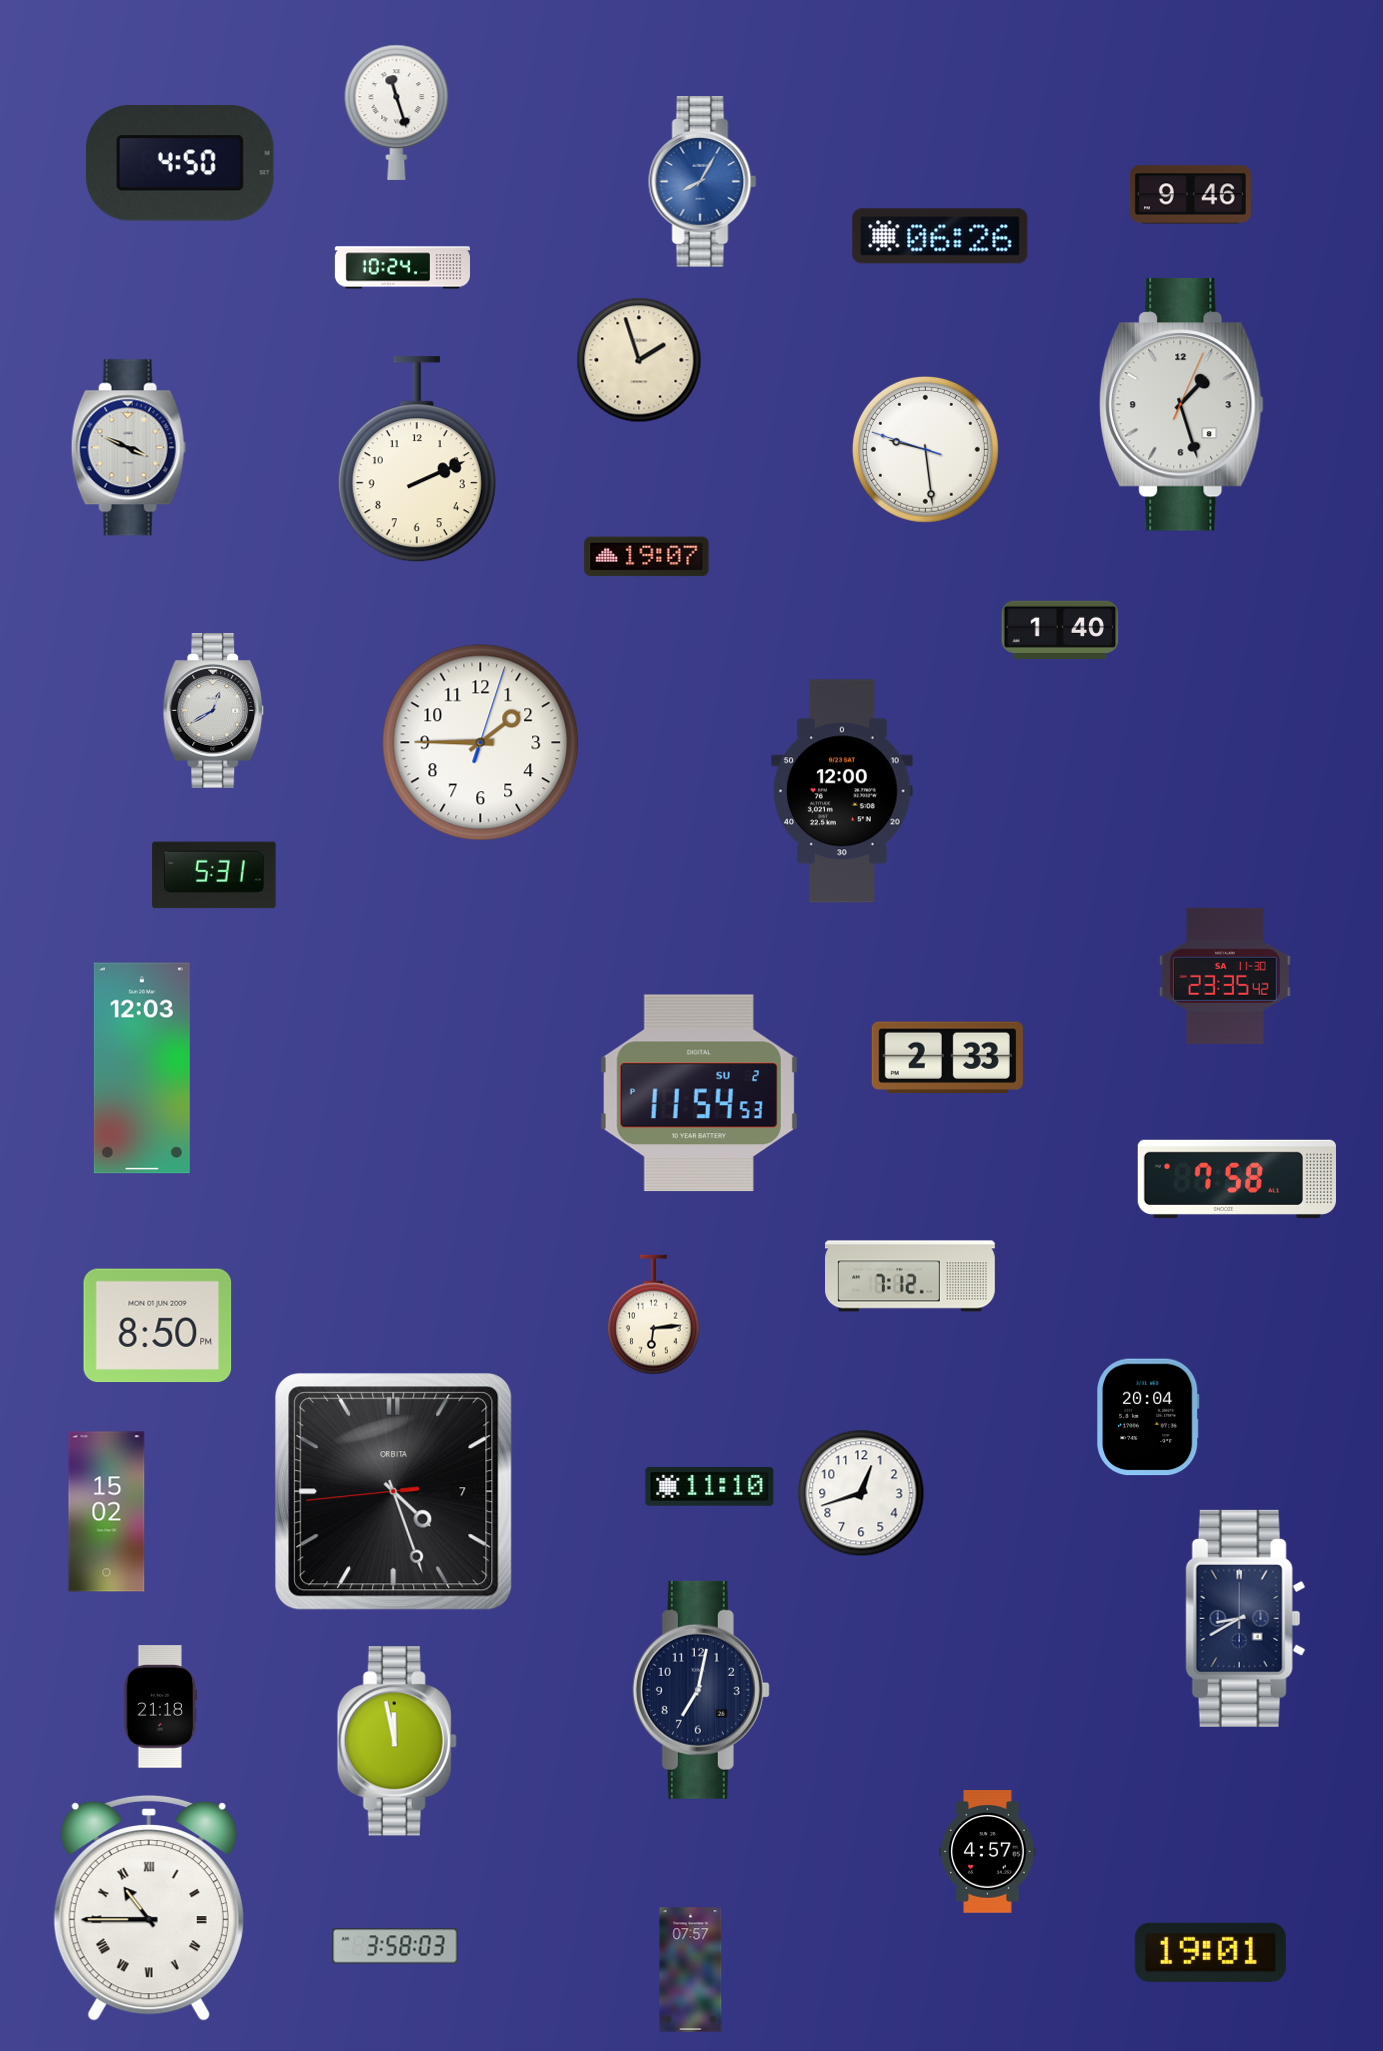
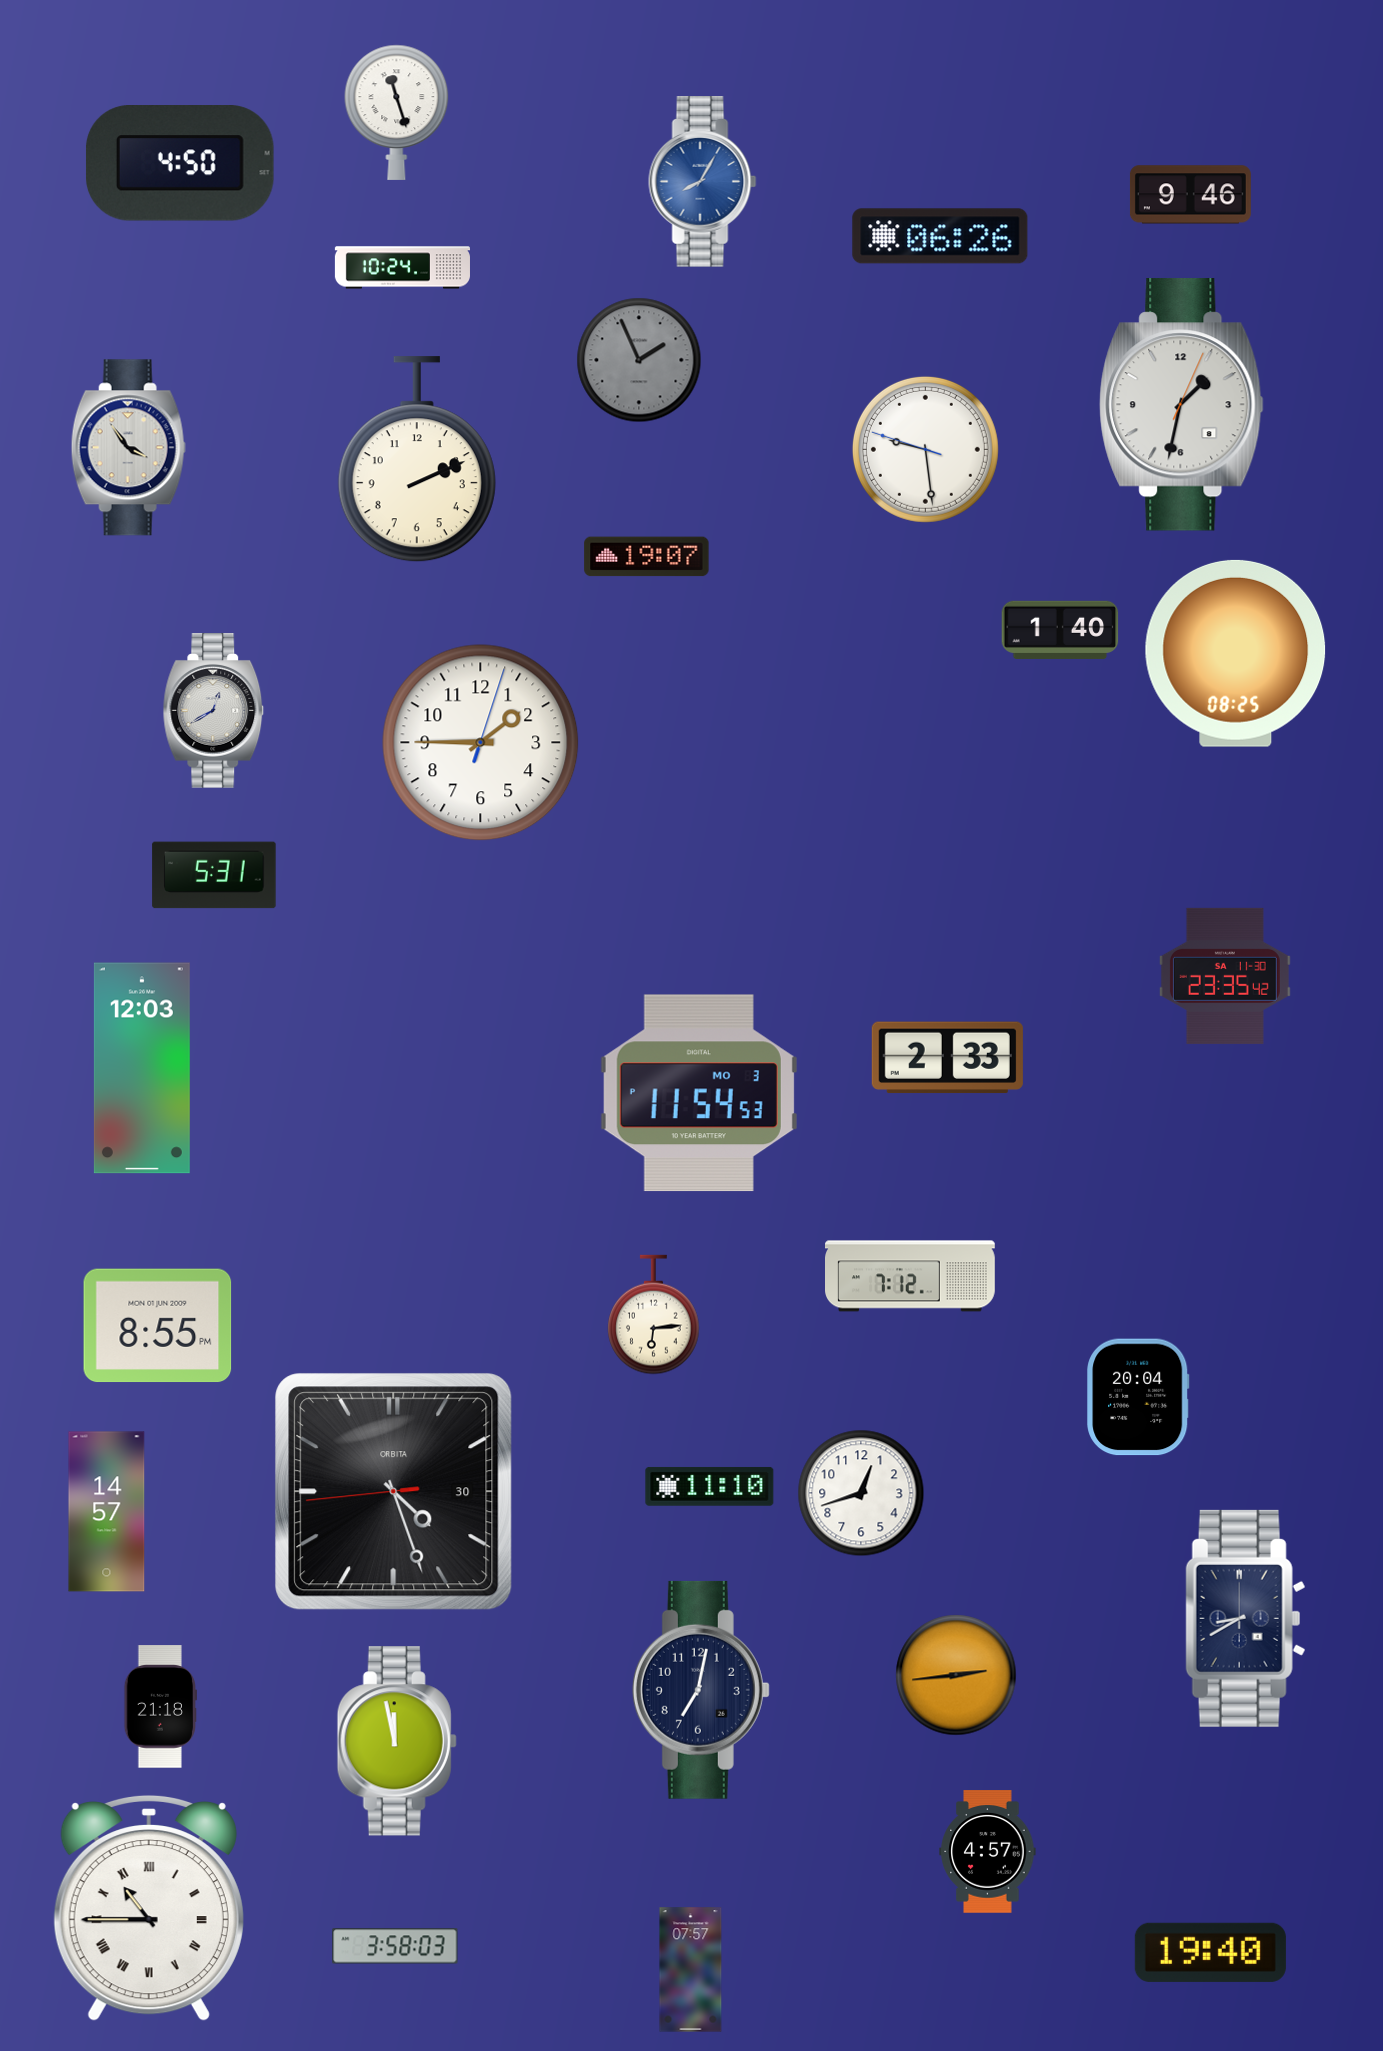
clock at (639, 360): 1:57 -> 1:56
clock at (639, 360) dial: cream -> grey
clock at (1182, 405): 1:27 -> 1:32
clock at (128, 448): 3:49 -> 3:54
clock at (1236, 653): none -> 08:25
clock at (843, 791): 12:00 -> none
clock at (699, 1093) date: SU 2 -> MO 3
clock at (1237, 1179): 7:58 -> none
clock at (158, 1326): 8:50 -> 8:55
clock at (1148, 1417) position: (1148, 1417) -> (1138, 1397)
clock at (394, 1492) date: 7 -> 30
clock at (107, 1512): 15:02 -> 14:57
clock at (956, 1675): none -> 2:44
clock at (1210, 1952): 19:01 -> 19:40
